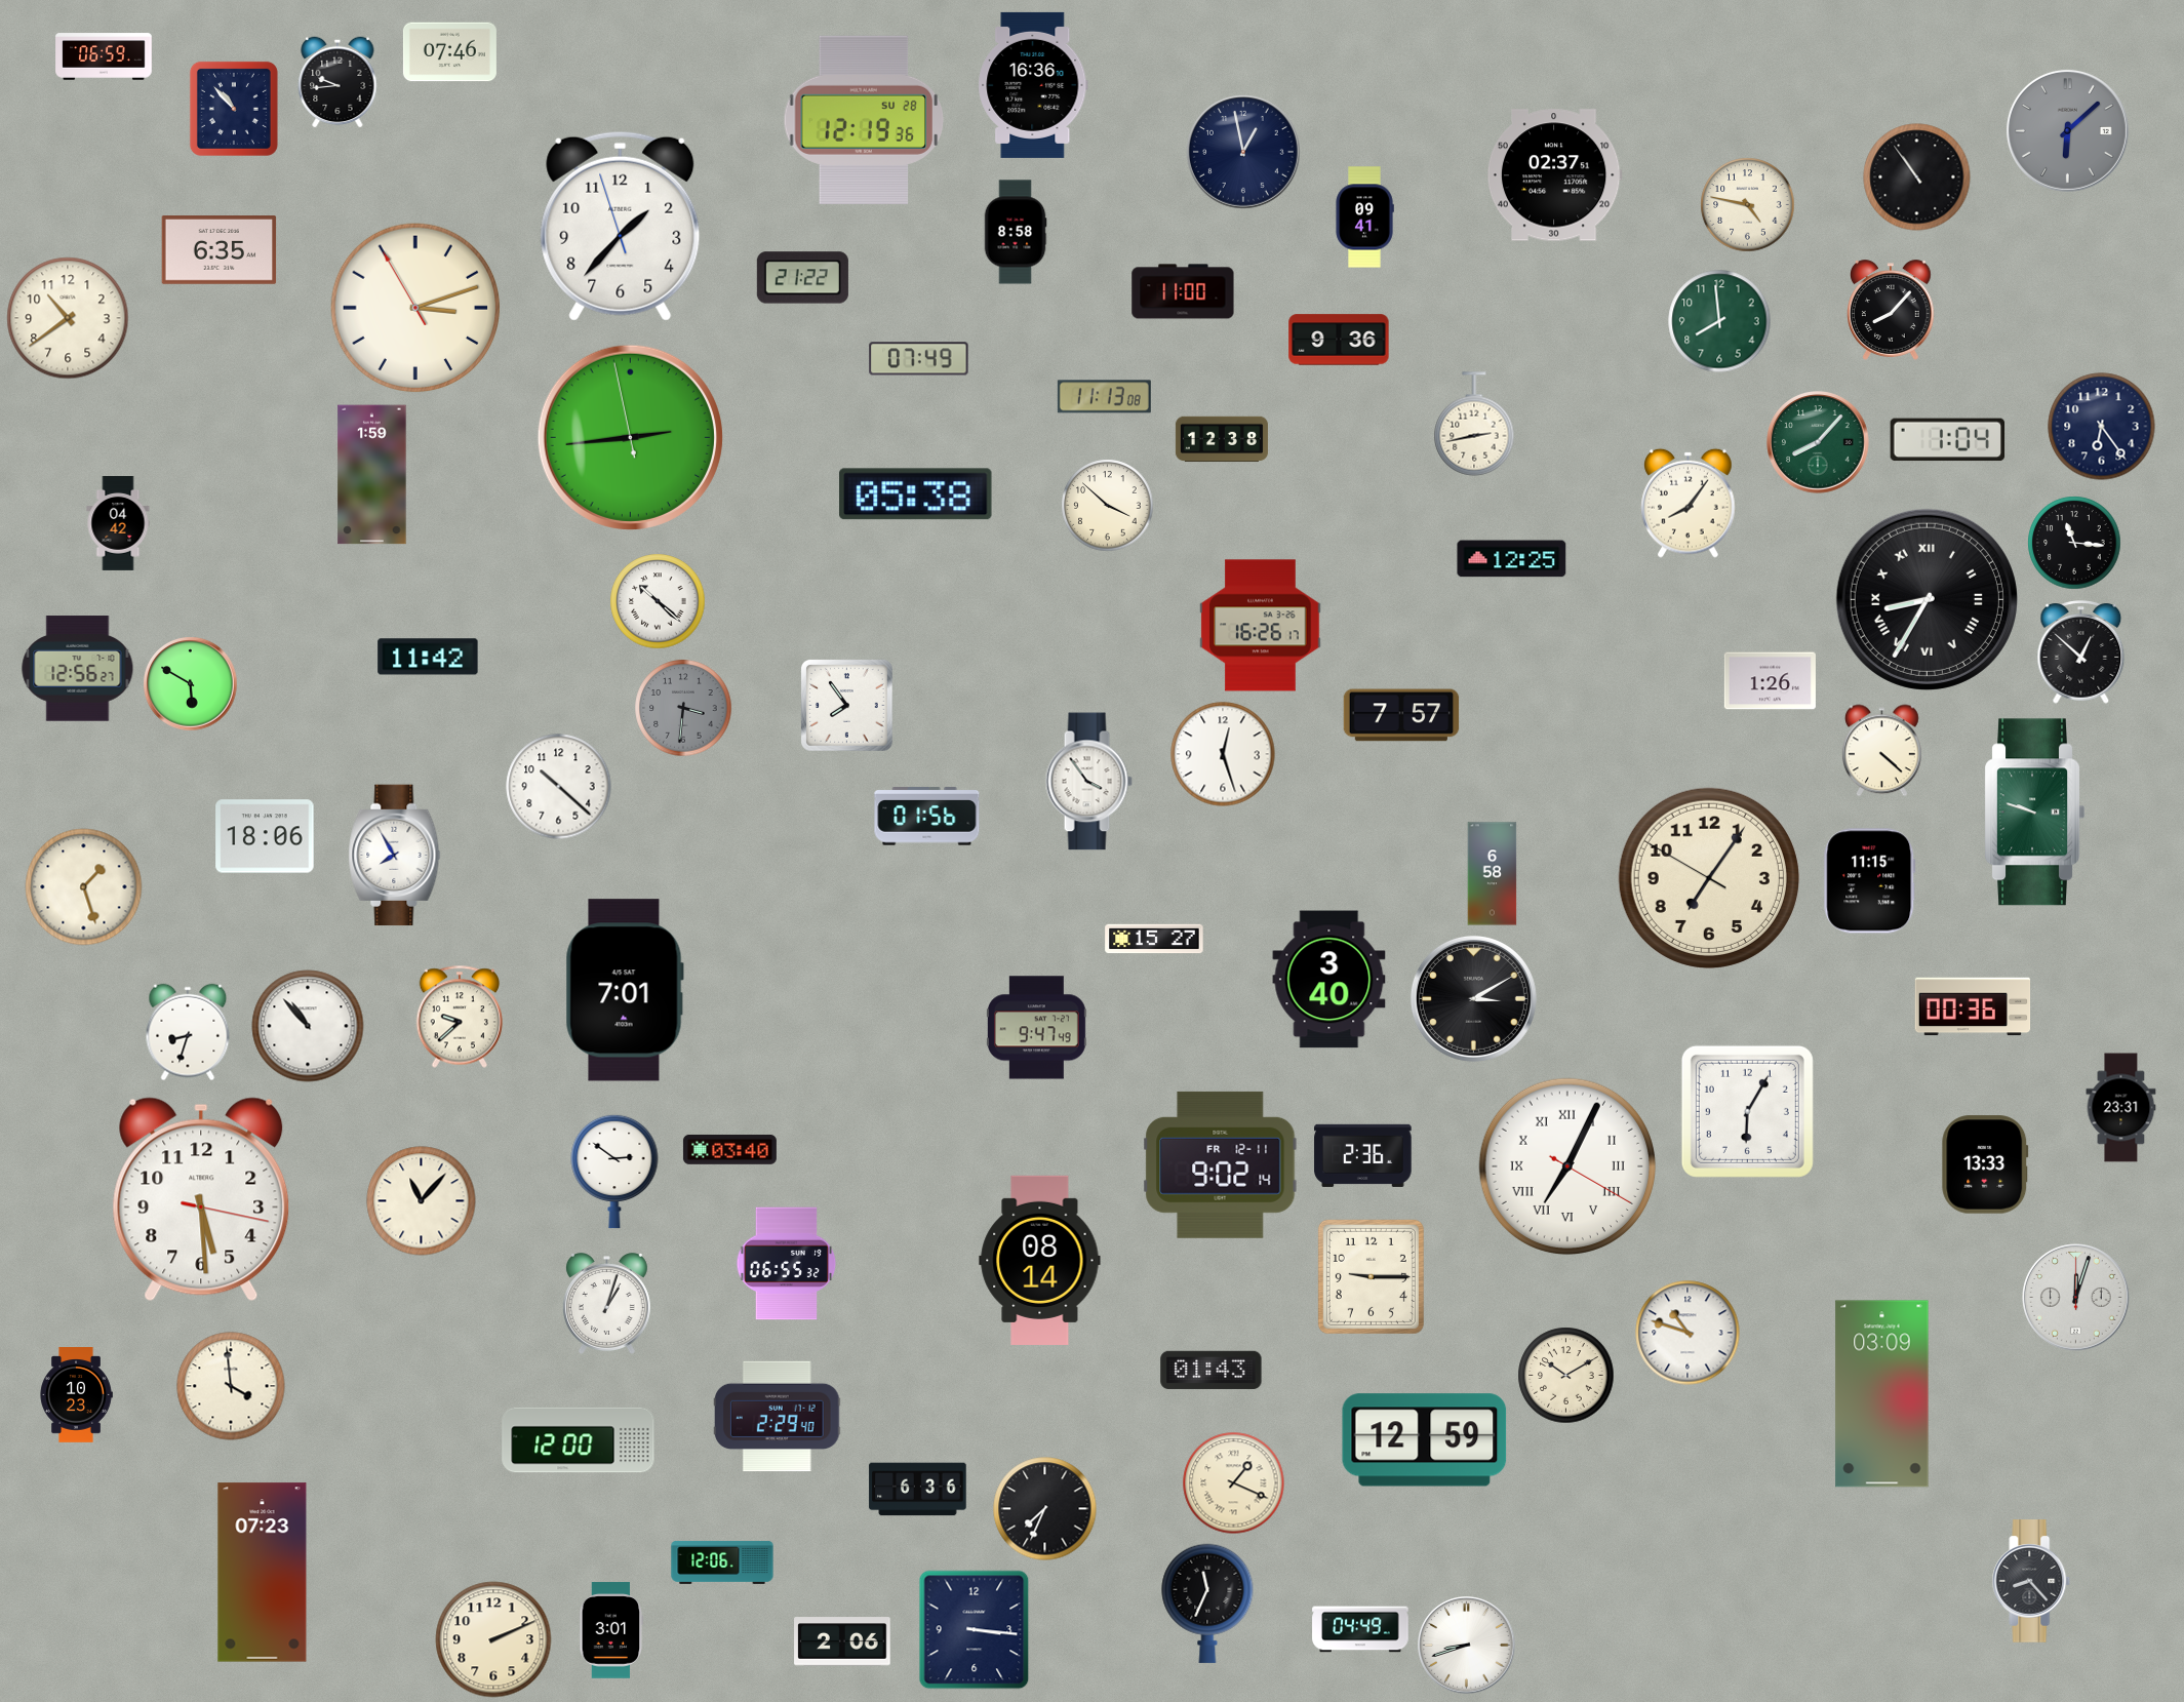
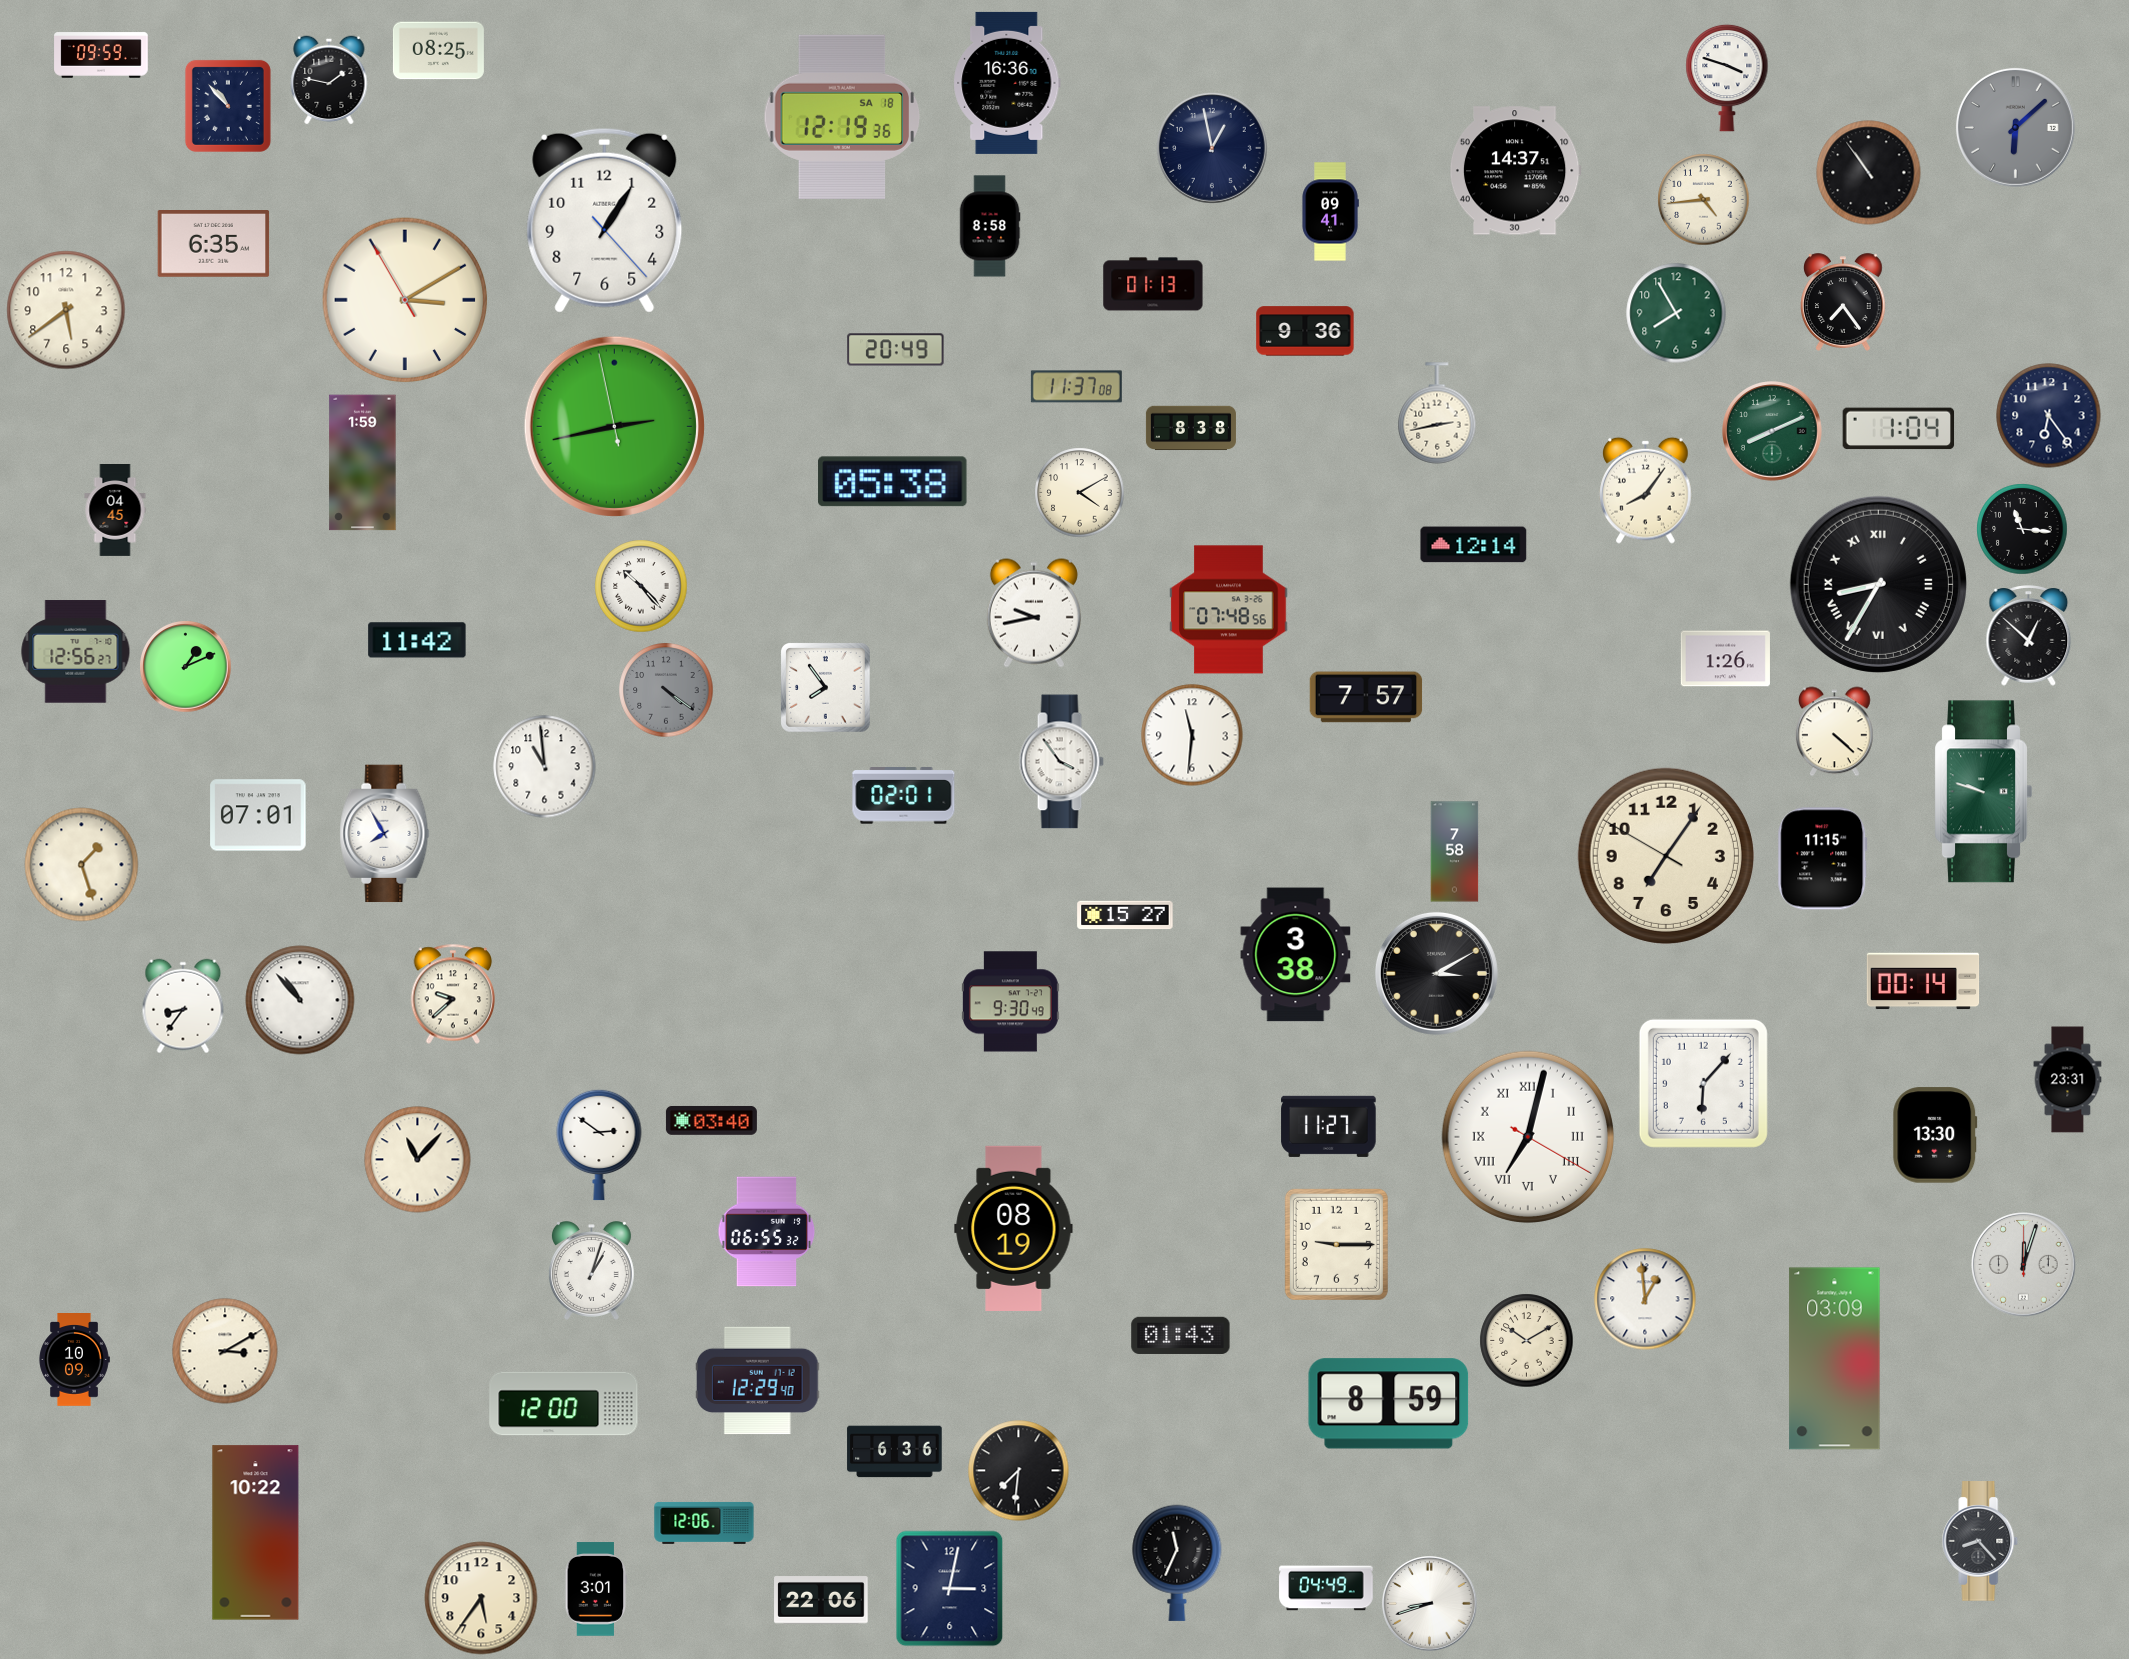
clock at (449, 52): 07:46 -> 08:25
clock at (104, 56): 06:59 -> 09:59
clock at (1727, 78): none -> 3:48
clock at (337, 82): 9:44 -> 1:47
clock at (864, 120) date: SU 28 -> SA 18
clock at (1554, 175): 02:37 -> 14:37
clock at (1748, 205): 4:47 -> 4:44
clock at (621, 226): 1:36 -> 1:05
clock at (802, 278): 21:22 -> none
clock at (1183, 291): 11:00 -> 01:13
clock at (415, 308): 3:11 -> 3:09
clock at (1891, 310): 8:07 -> 7:24
clock at (68, 318): 10:39 -> 5:39
clock at (1719, 321): 7:59 -> 7:55
clock at (919, 359): 07:49 -> 20:49
clock at (1104, 397): 11:13 -> 11:37
clock at (630, 437): 2:43 -> 2:42
clock at (1222, 439): 12:38 -> 8:38
clock at (1818, 442): 8:07 -> 8:11
clock at (1108, 506): 3:52 -> 4:10
clock at (118, 524): 04:42 -> 04:45
clock at (1512, 559): 12:25 -> 12:14
clock at (658, 601): 10:22 -> 10:23
clock at (1261, 626): 16:26 -> 07:48
clock at (1034, 613): none -> 9:43
clock at (1770, 681) position: (1770, 681) -> (1725, 659)
clock at (191, 684): 5:50 -> 1:11
clock at (683, 708): 3:31 -> 4:21
clock at (1223, 754): 12:27 -> 11:31
clock at (559, 787): 10:22 -> 10:59
clock at (927, 817): 01:56 -> 02:01
clock at (265, 836): 18:06 -> 07:01
clock at (1493, 874): 6:58 -> 7:58
clock at (1329, 980): 3:40 -> 3:38
clock at (625, 990): 7:01 -> none
clock at (1973, 1006): 00:36 -> 00:14
clock at (460, 1017) position: (460, 1017) -> (453, 994)
clock at (1036, 1028): 9:47 -> 9:30
clock at (188, 1032): 8:33 -> 8:36
clock at (1747, 1111): 6:05 -> 6:07
clock at (1363, 1155): 2:36 -> 11:27
clock at (1221, 1164): 9:02 -> none
clock at (1985, 1164): 13:33 -> 13:30
clock at (1566, 1165): 7:04 -> 7:02
clock at (614, 1172) position: (614, 1172) -> (599, 1145)
clock at (201, 1199): 5:29 -> none
clock at (422, 1201) position: (422, 1201) -> (418, 1160)
clock at (1040, 1260): 08:14 -> 08:19
clock at (1687, 1333): 10:48 -> 12:59
clock at (231, 1386): 3:59 -> 3:10
clock at (76, 1395): 10:23 -> 10:09
clock at (778, 1417): 2:29 -> 12:29
clock at (1425, 1440): 12:59 -> 8:59
clock at (1234, 1483): 1:19 -> none
clock at (1045, 1509): 7:34 -> 7:31
clock at (263, 1573): 07:23 -> 10:22
clock at (975, 1630): 3:16 -> 3:02
clock at (493, 1639): 2:11 -> 5:36
clock at (842, 1641): 2:06 -> 22:06
